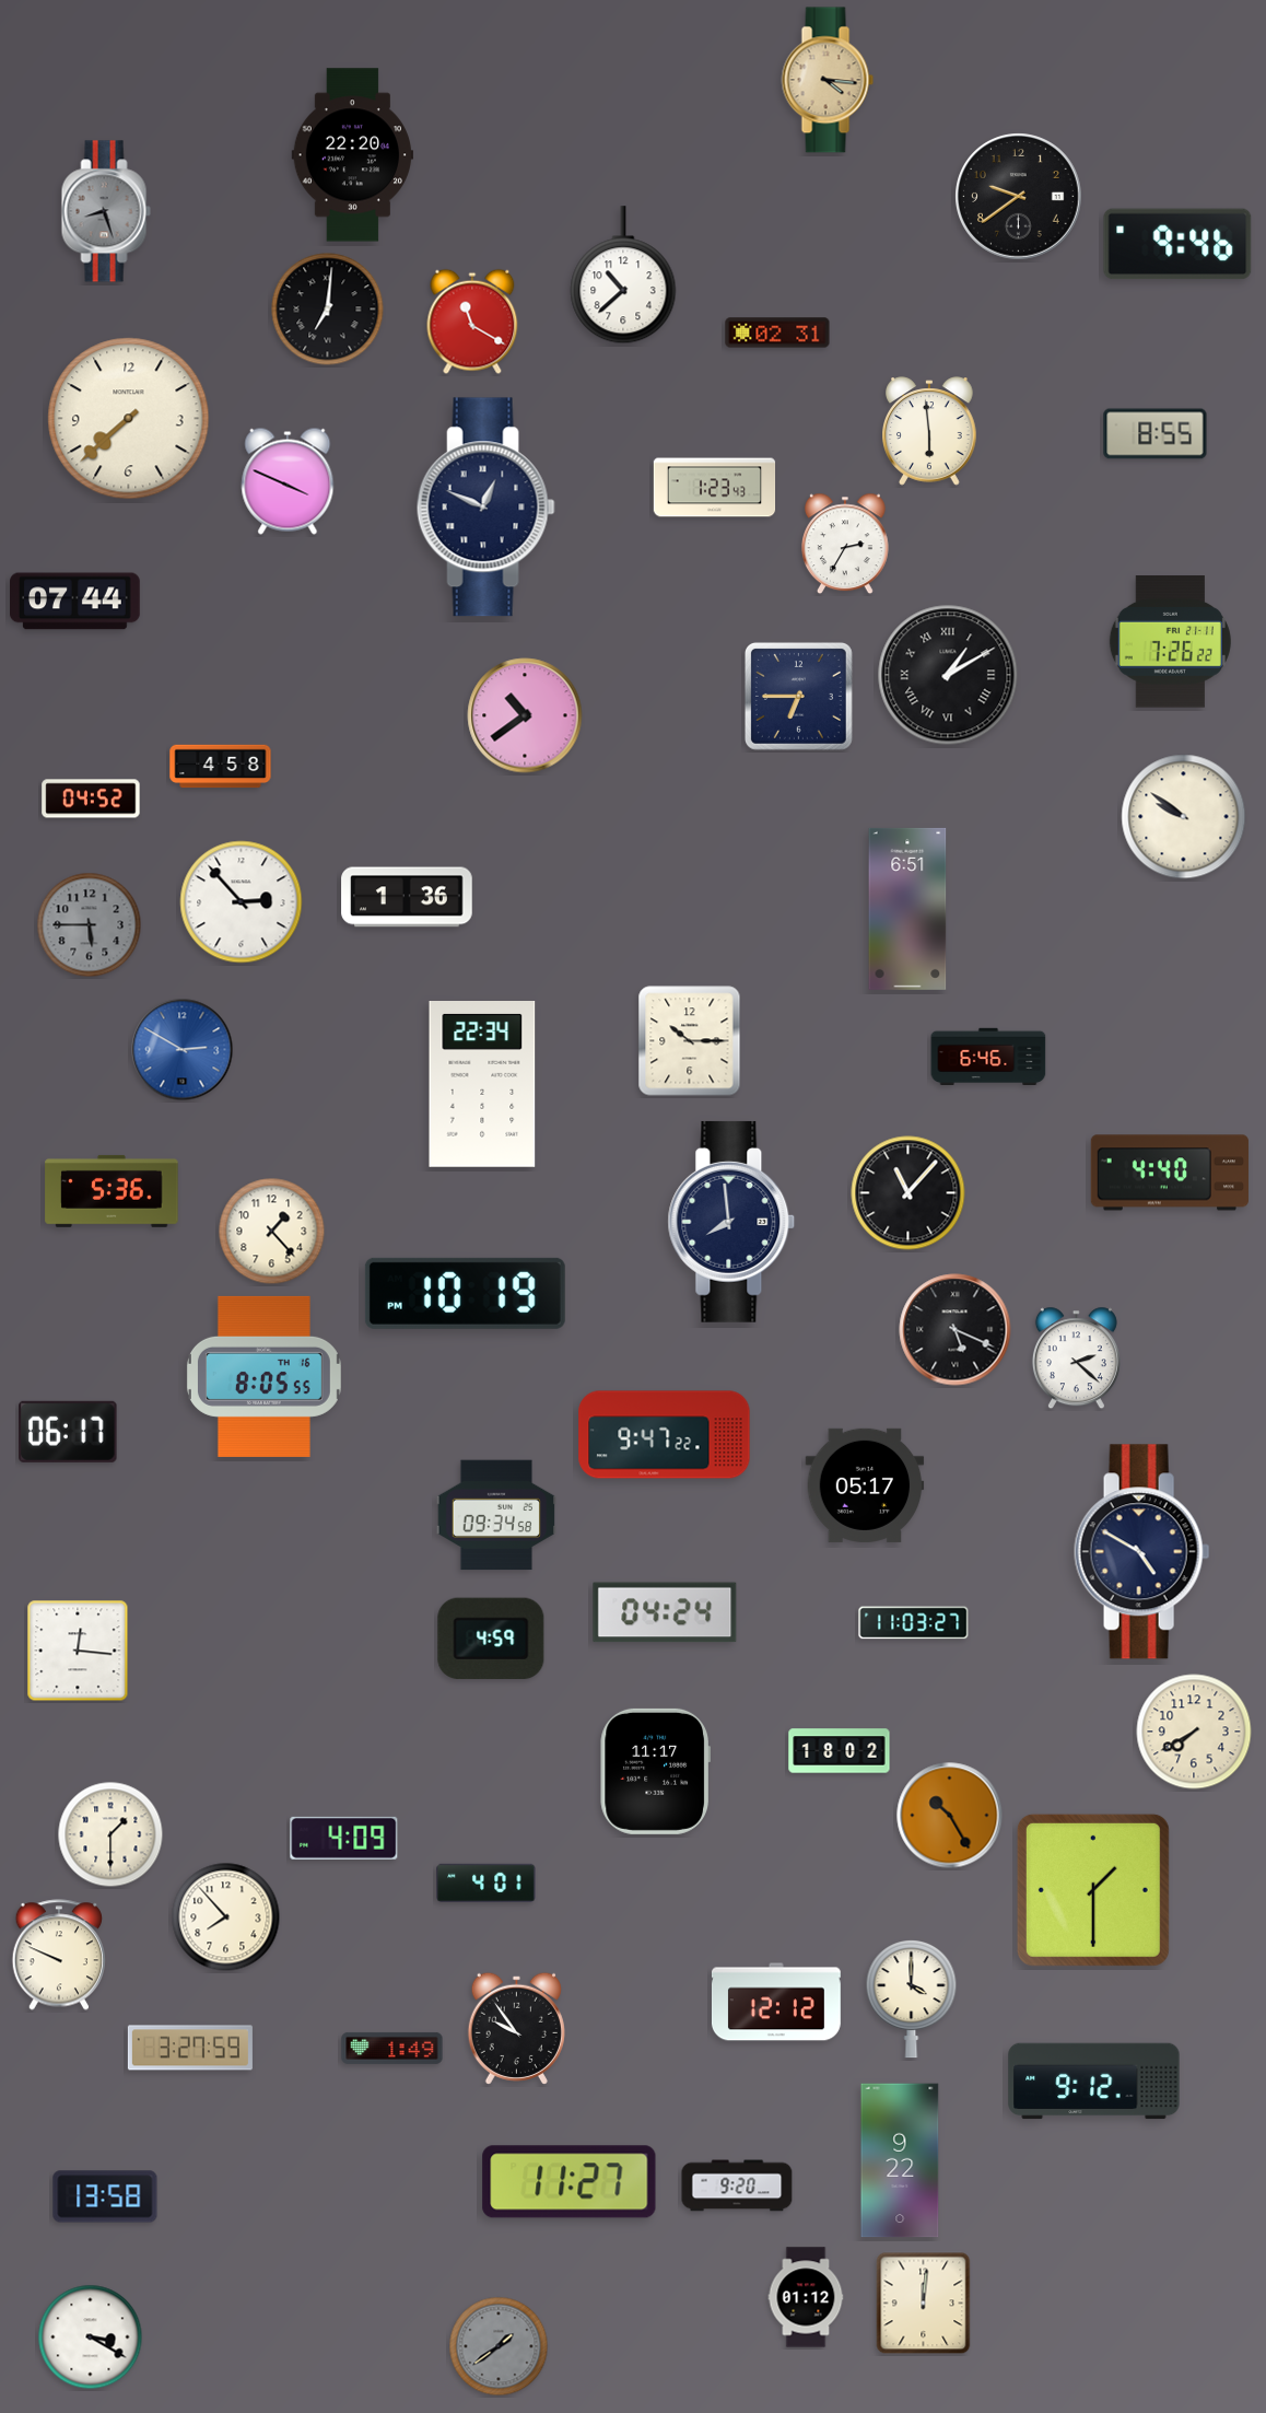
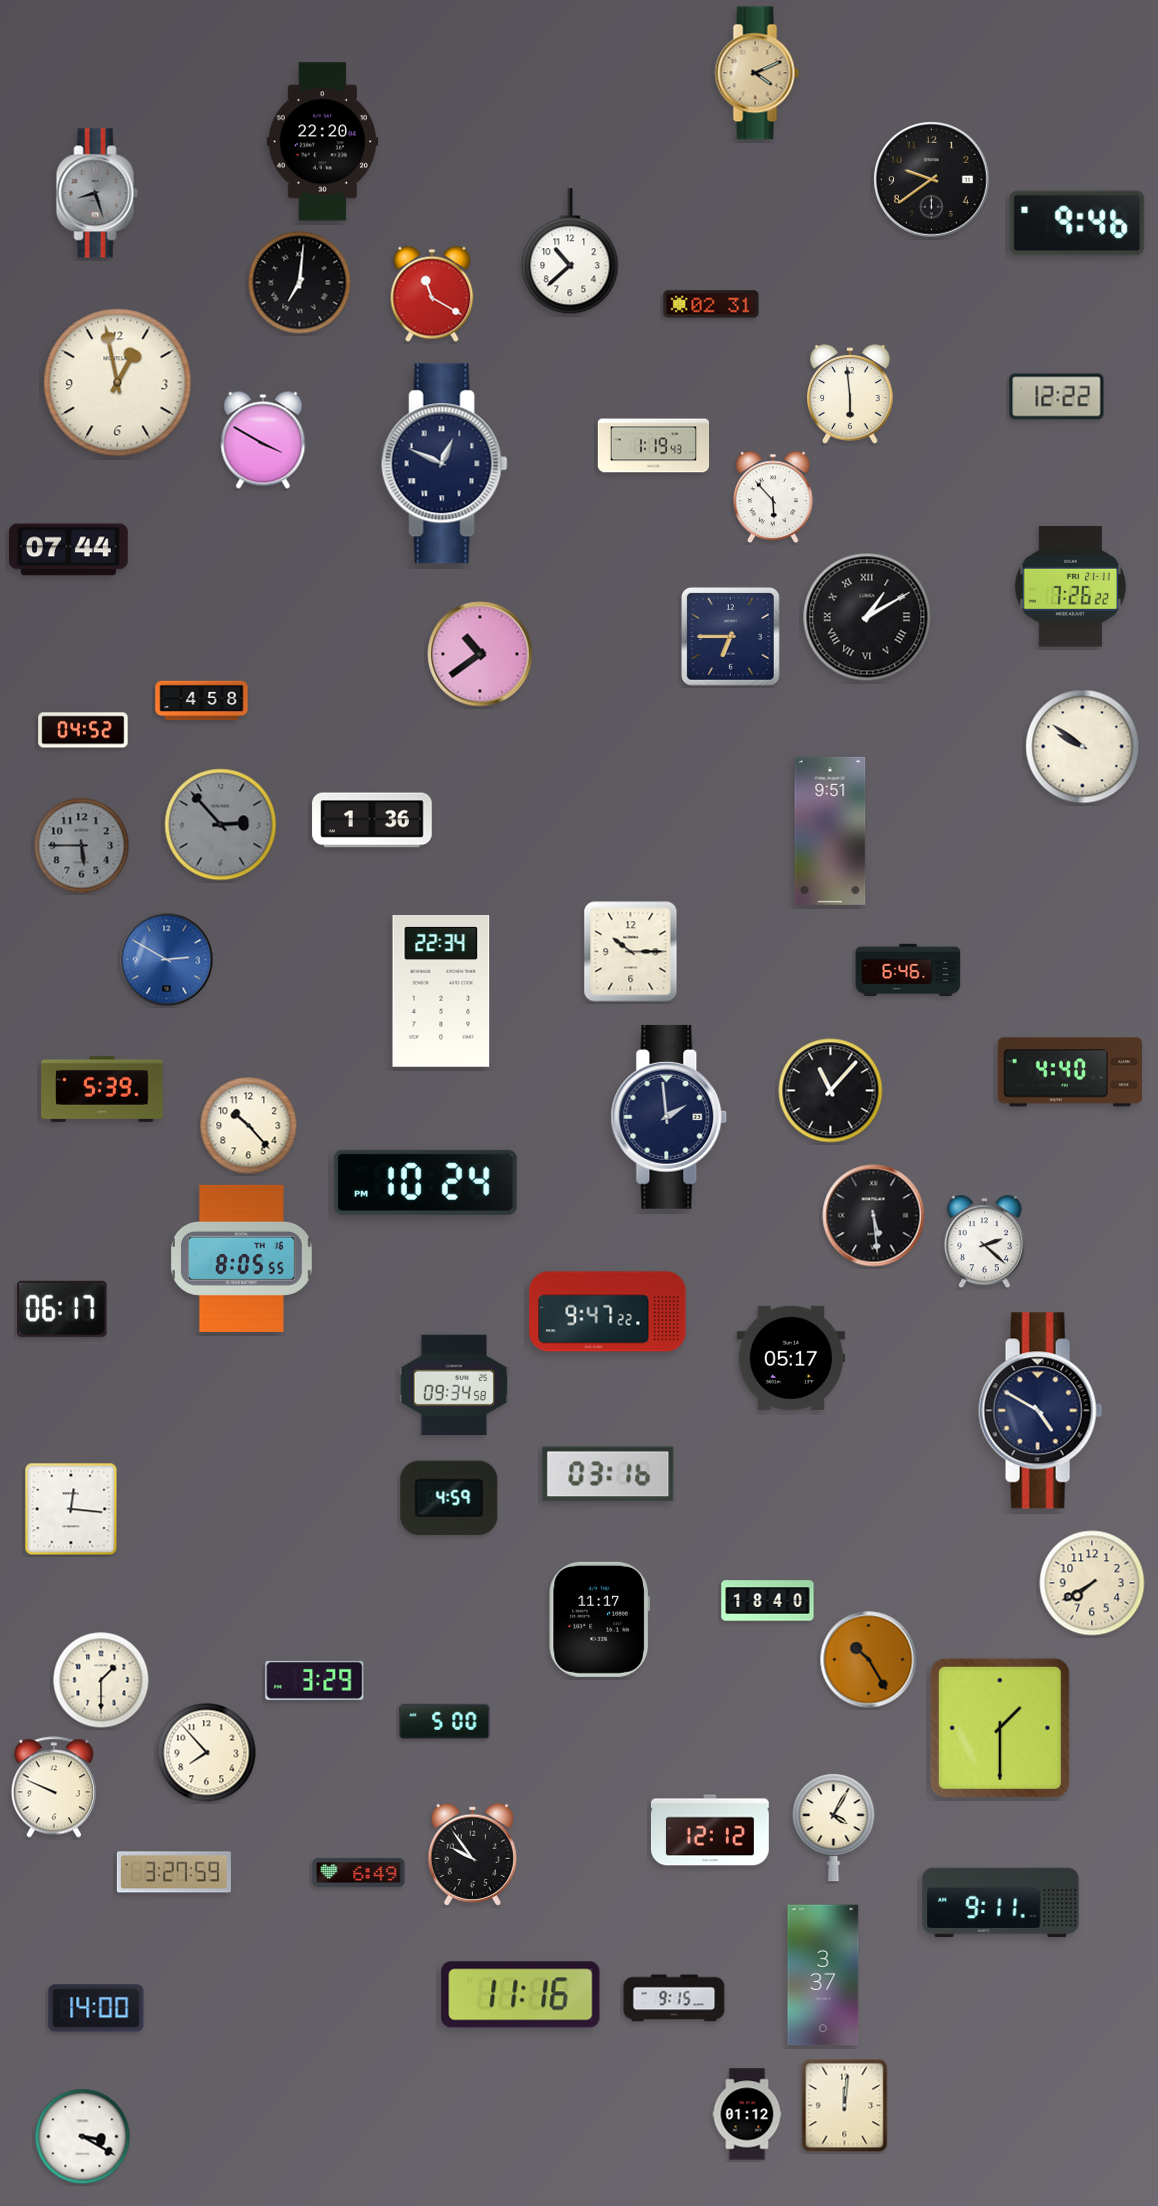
clock at (828, 80): 4:16 -> 4:11
clock at (129, 419): 7:38 -> 12:58
clock at (1156, 434): 8:55 -> 12:22
clock at (288, 481): 3:49 -> 3:50
clock at (715, 488): 1:23 -> 1:19
clock at (846, 544): 2:35 -> 5:53
clock at (242, 902) dial: white -> grey
clock at (907, 909): 6:51 -> 9:51
clock at (988, 1056) position: (988, 1056) -> (908, 969)
clock at (112, 1191): 5:36 -> 5:39
clock at (731, 1222): 7:59 -> 1:59
clock at (272, 1232): 1:23 -> 10:23
clock at (465, 1293): 10:19 -> 10:24
clock at (956, 1330): 5:19 -> 5:29
clock at (1142, 1552) position: (1142, 1552) -> (1041, 1411)
clock at (665, 1612): 04:24 -> 03:16
clock at (914, 1623): 11:03 -> none
clock at (840, 1751): 18:02 -> 18:40
clock at (110, 1834) position: (110, 1834) -> (101, 1680)
clock at (344, 1838): 4:09 -> 3:29
clock at (487, 1882): 4:01 -> 5:00
clock at (912, 2000): 4:00 -> 4:05
clock at (392, 2048): 1:49 -> 6:49
clock at (1094, 2082): 9:12 -> 9:11
clock at (900, 2160): 9:22 -> 3:37
clock at (570, 2182): 11:27 -> 11:16
clock at (737, 2185): 9:20 -> 9:15
clock at (105, 2196): 13:58 -> 14:00
clock at (806, 2297) position: (806, 2297) -> (747, 2114)
clock at (499, 2346): 1:39 -> none
